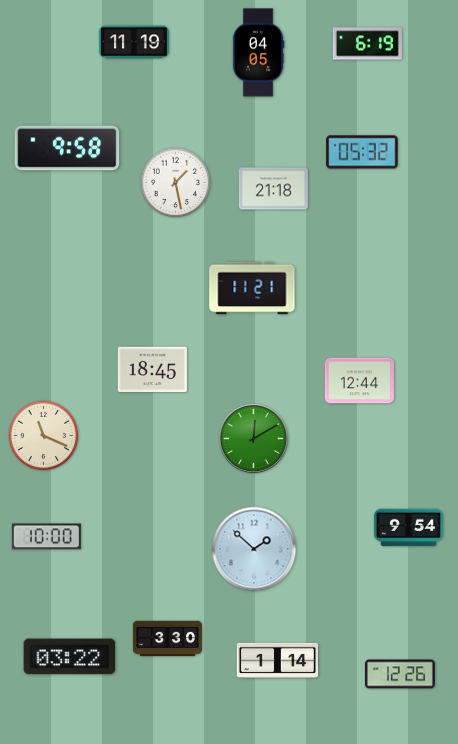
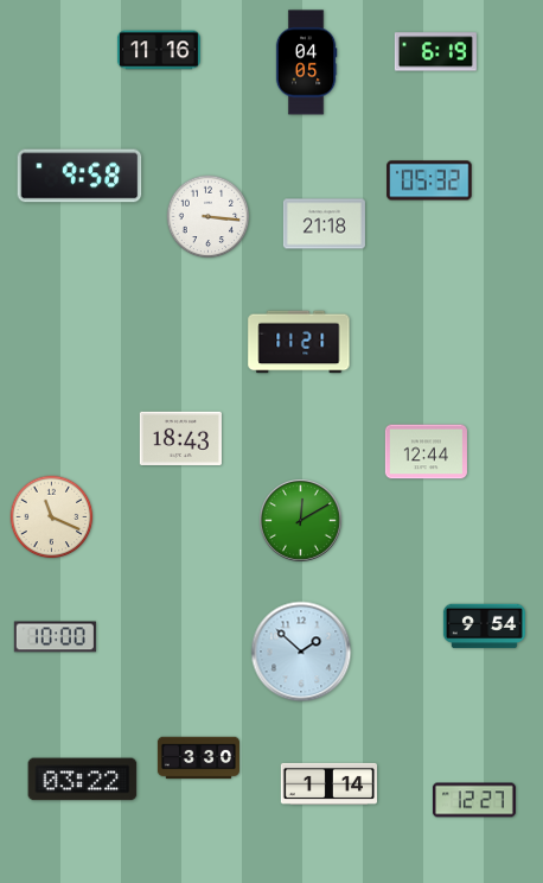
clock at (134, 42): 11:19 -> 11:16
clock at (176, 183): 1:28 -> 3:16
clock at (152, 370): 18:45 -> 18:43
clock at (400, 674): 12:26 -> 12:27
